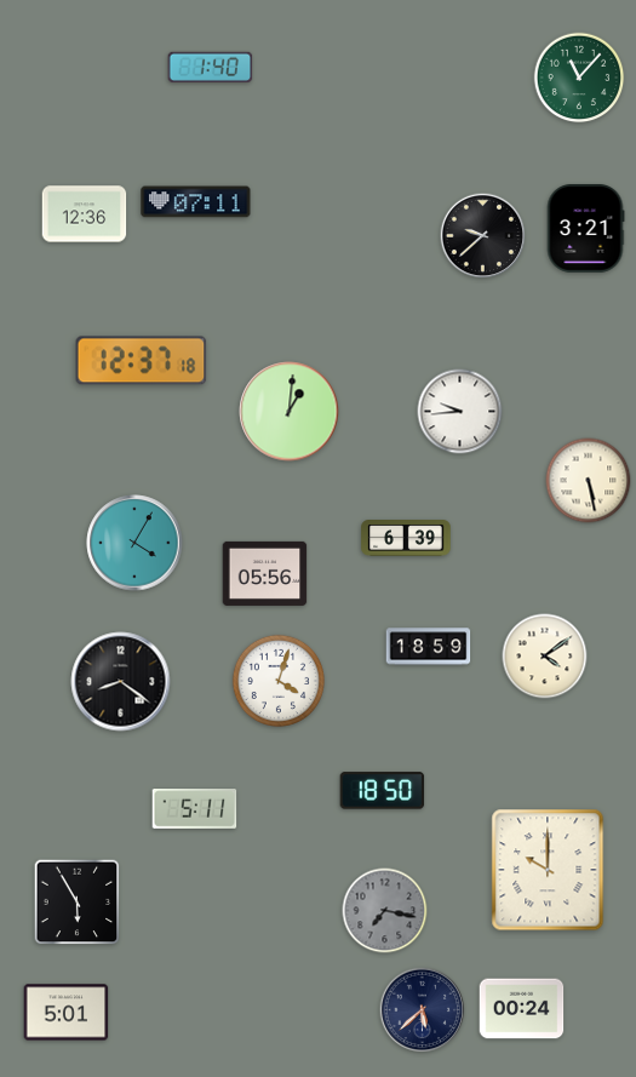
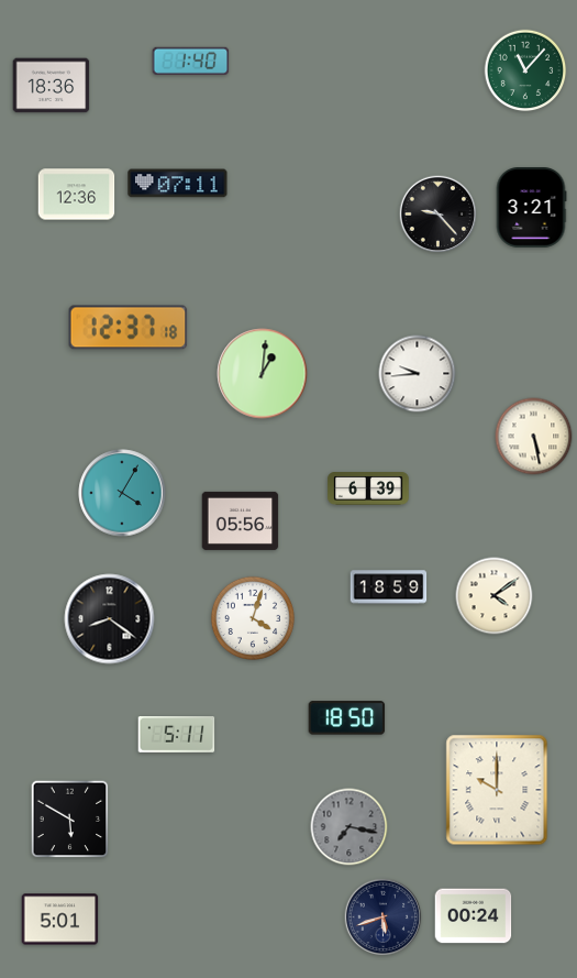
clock at (52, 86): none -> 18:36
clock at (483, 236): 9:38 -> 9:23
clock at (78, 903): 5:55 -> 5:50
clock at (423, 1010): 5:38 -> 5:42
